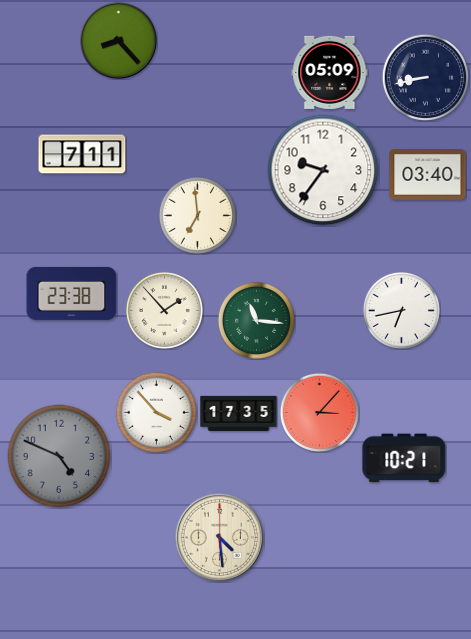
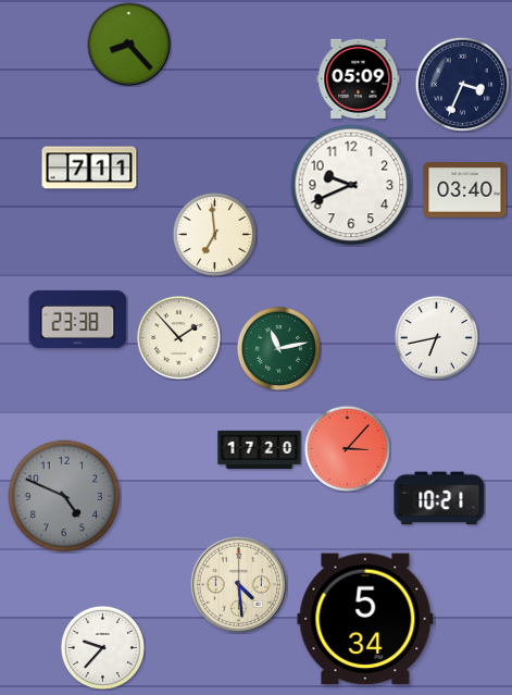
clock at (425, 77): 8:43 -> 3:34
clock at (323, 170): 9:36 -> 9:41
clock at (256, 320): 11:16 -> 11:13
clock at (156, 412): 3:53 -> none
clock at (239, 413): 17:35 -> 17:20
clock at (365, 619): none -> 5:34
clock at (102, 647): none -> 9:37
